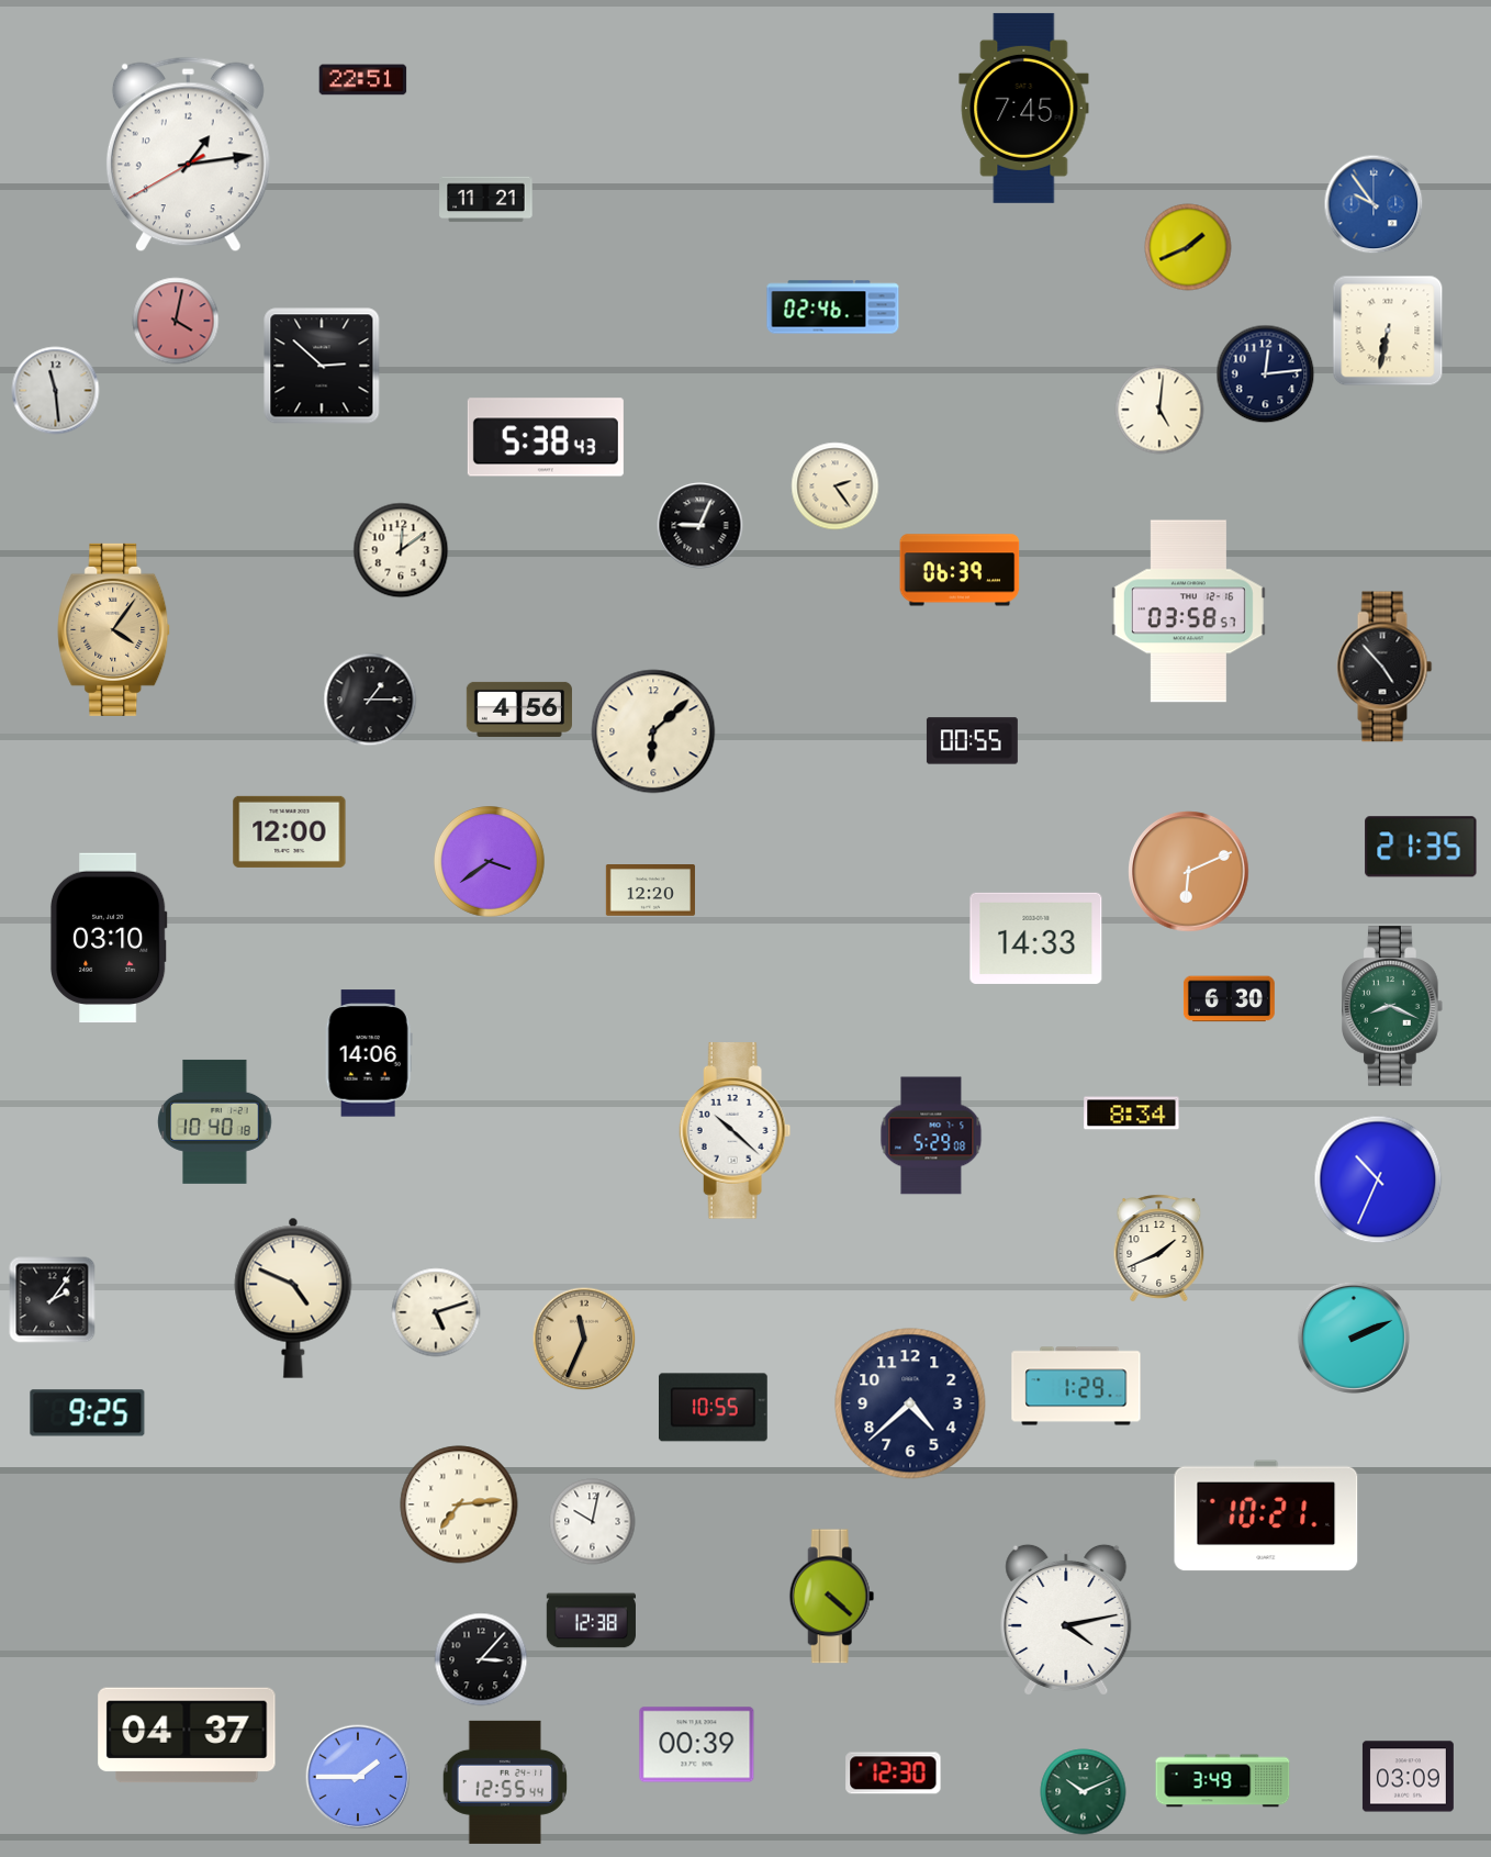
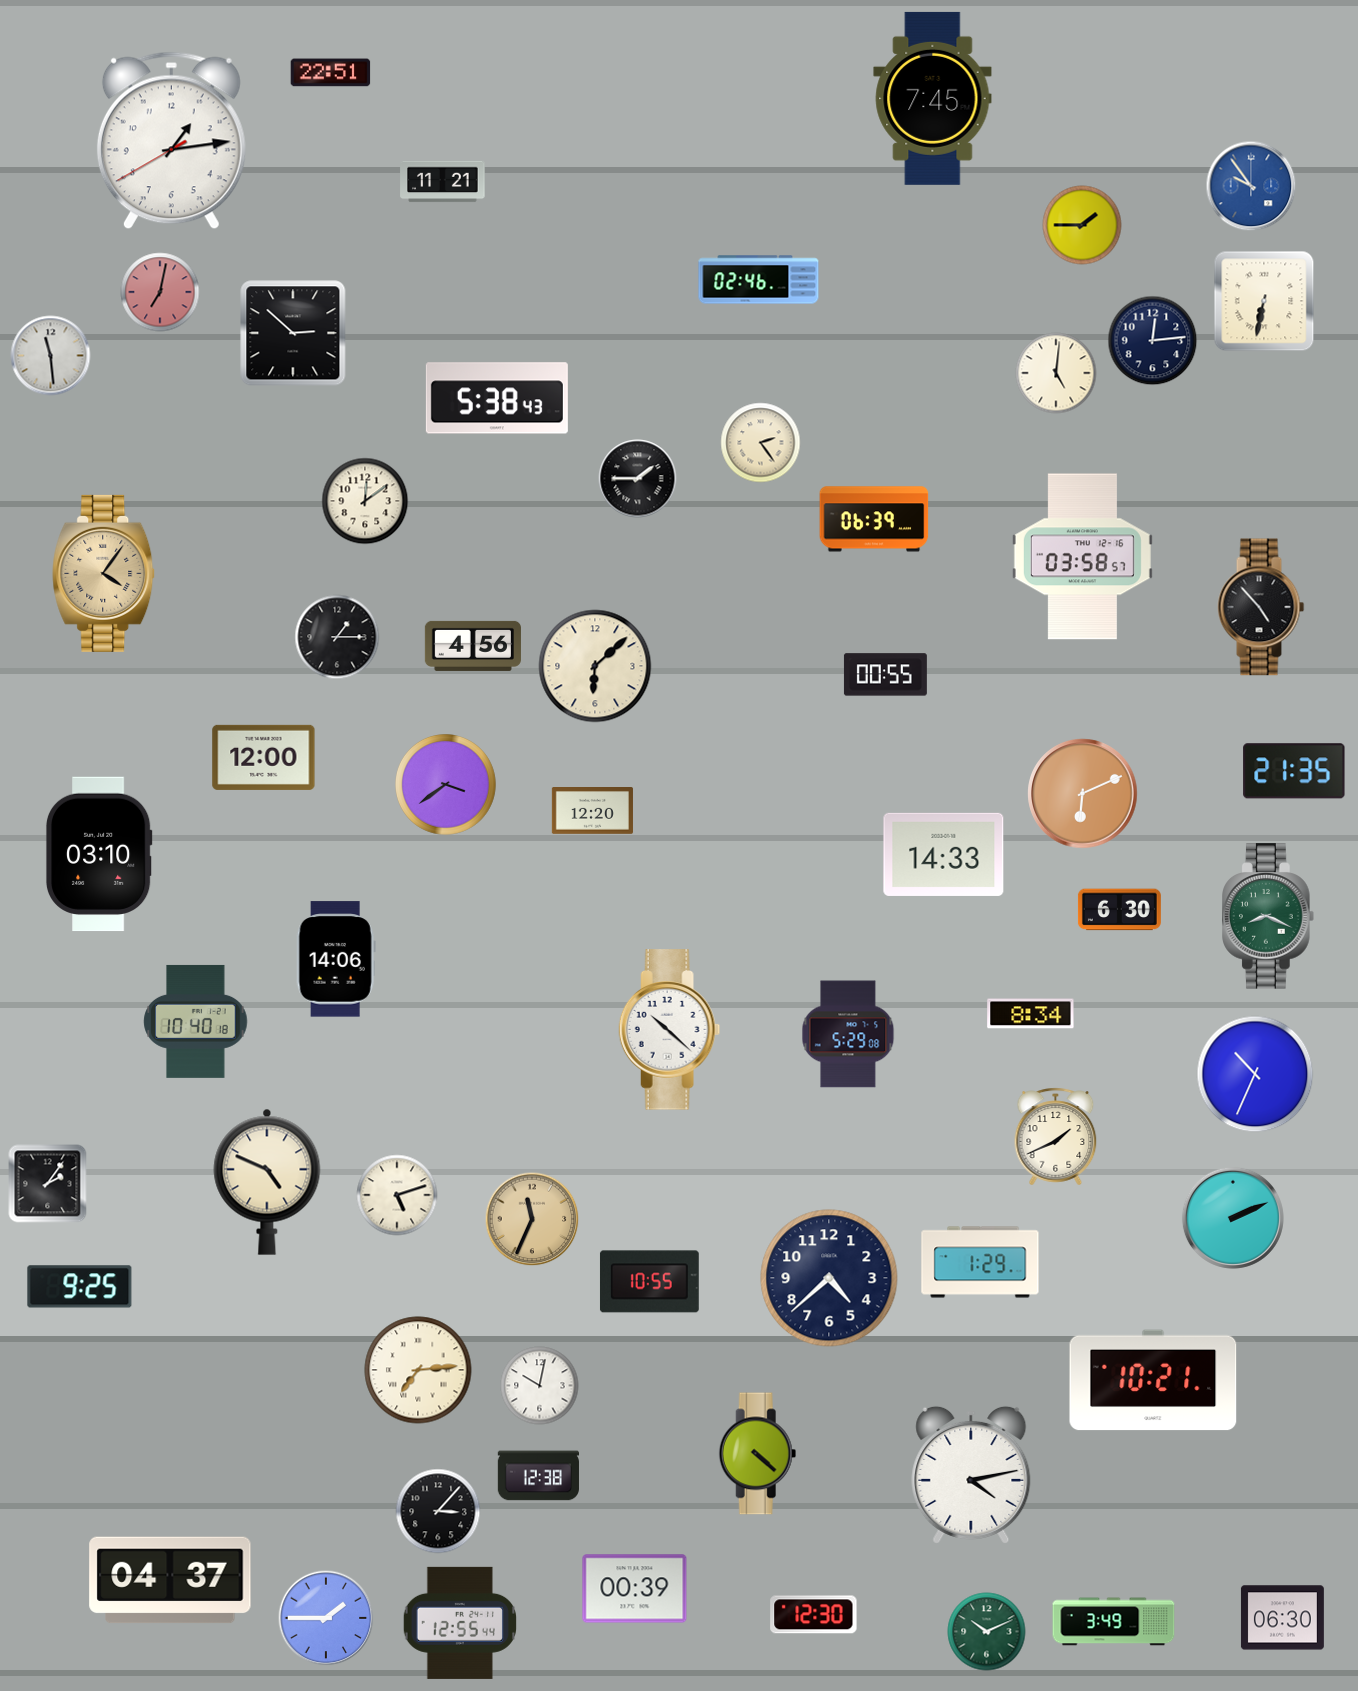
clock at (1188, 247): 1:41 -> 1:45
clock at (176, 321): 4:02 -> 7:02
clock at (700, 526): 9:04 -> 1:45
clock at (1408, 1777): 03:09 -> 06:30
